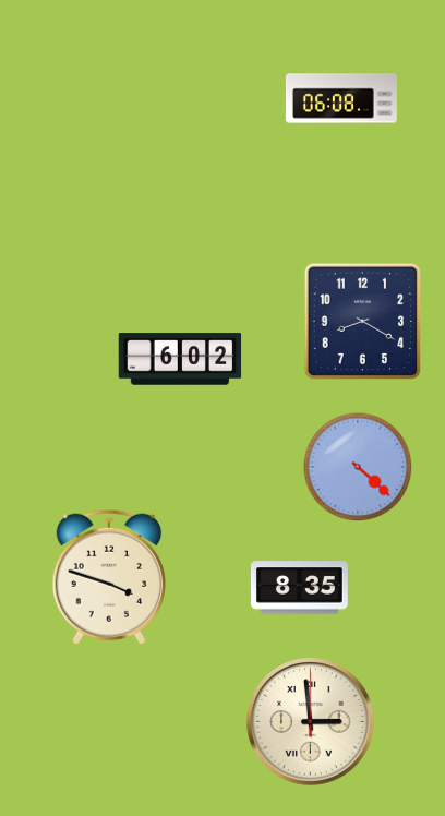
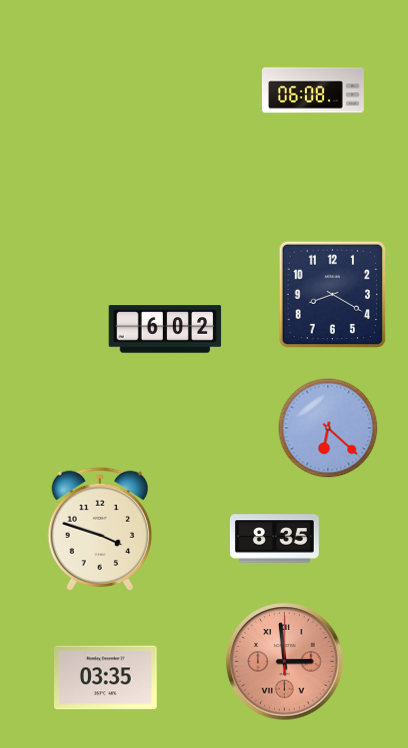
clock at (358, 467): 4:22 -> 6:22
clock at (311, 722) dial: cream -> salmon
clock at (106, 678): none -> 03:35
